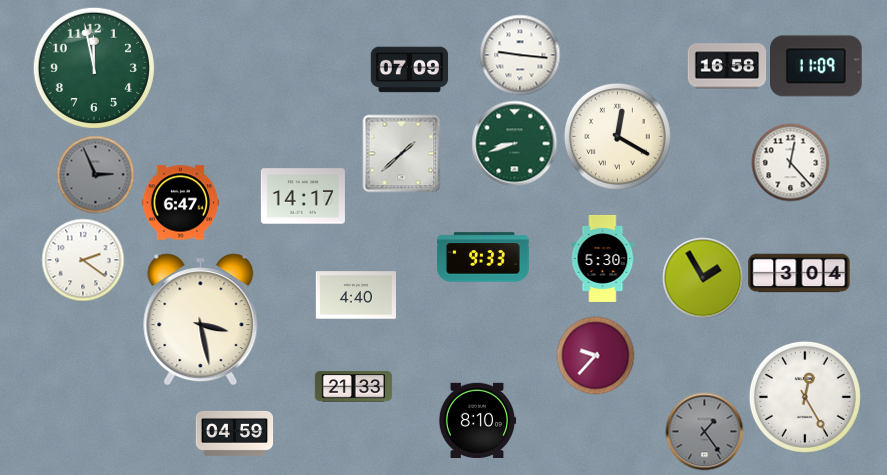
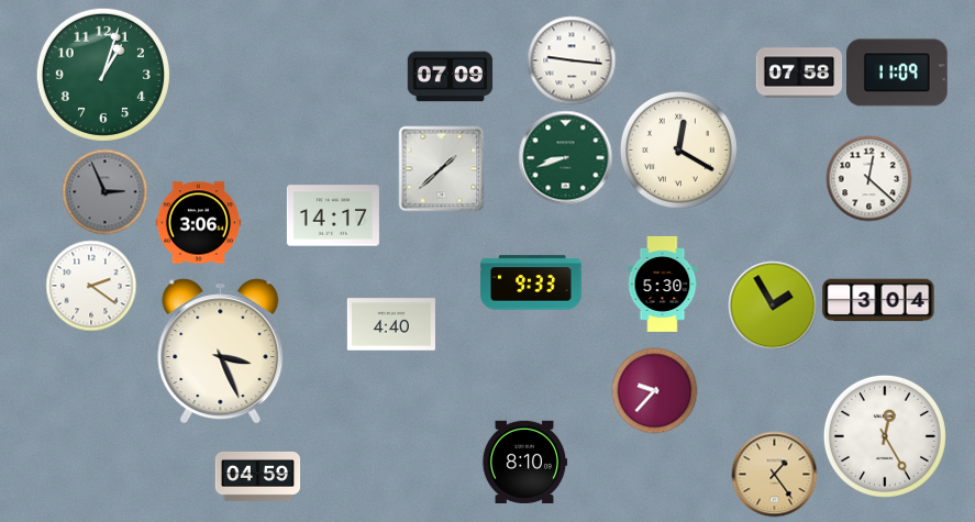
clock at (727, 66): 16:58 -> 07:58
clock at (94, 68): 11:58 -> 1:03
clock at (790, 162): 12:23 -> 12:22
clock at (180, 203): 6:47 -> 3:06
clock at (201, 320): 3:28 -> 3:26
clock at (353, 387): 21:33 -> none
clock at (704, 431) dial: grey -> champagne
